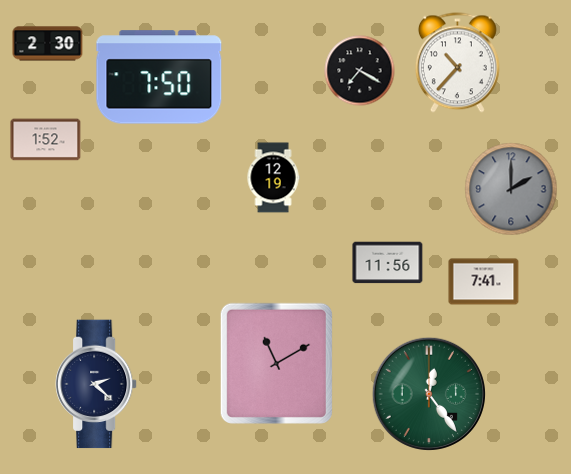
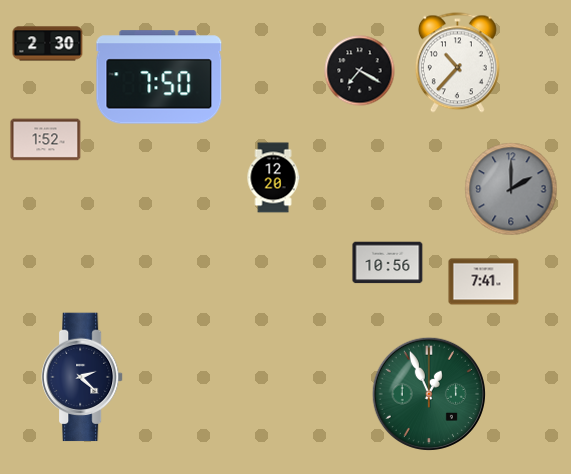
clock at (273, 178): 12:19 -> 12:20
clock at (388, 263): 11:56 -> 10:56
clock at (276, 363): 11:10 -> none
clock at (97, 384) position: (97, 384) -> (83, 377)
clock at (429, 394): 12:24 -> 12:56
